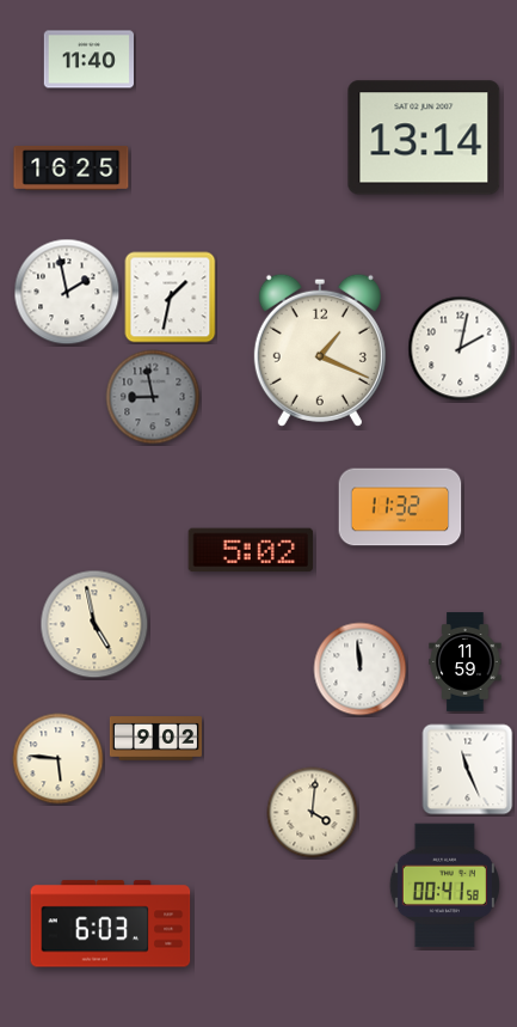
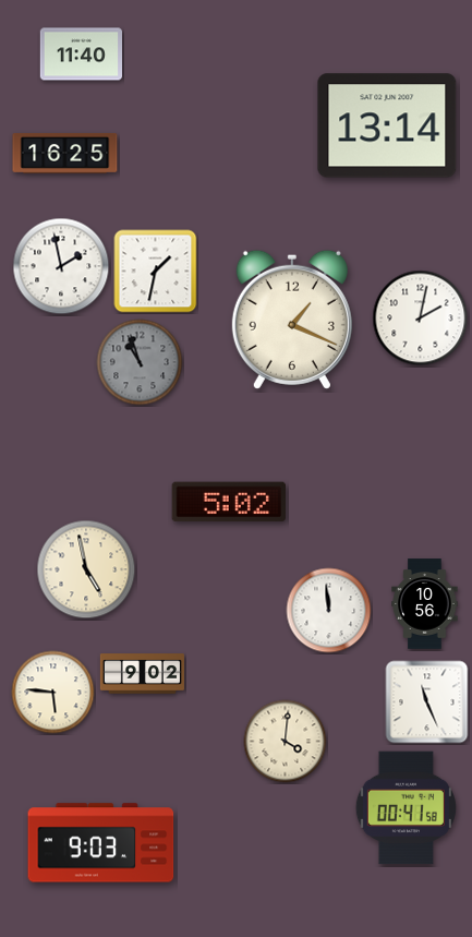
clock at (153, 397): 8:58 -> 10:57
clock at (400, 507): 11:32 -> none
clock at (466, 662): 11:59 -> 10:56
clock at (111, 924): 6:03 -> 9:03
